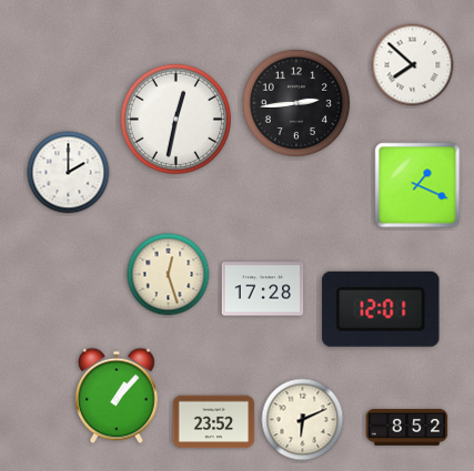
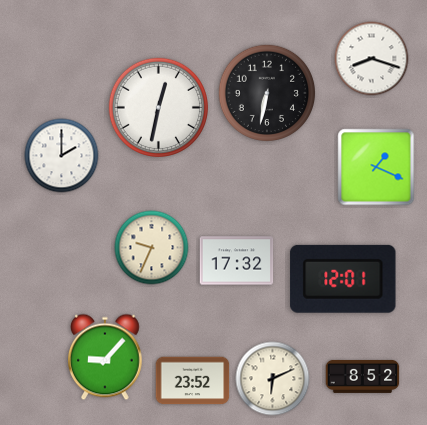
clock at (413, 65): 7:52 -> 8:18
clock at (296, 103): 2:44 -> 6:32
clock at (169, 275): 12:27 -> 9:34
clock at (263, 289): 17:28 -> 17:32
clock at (118, 396): 1:07 -> 9:07
clock at (407, 427) position: (407, 427) -> (363, 376)
